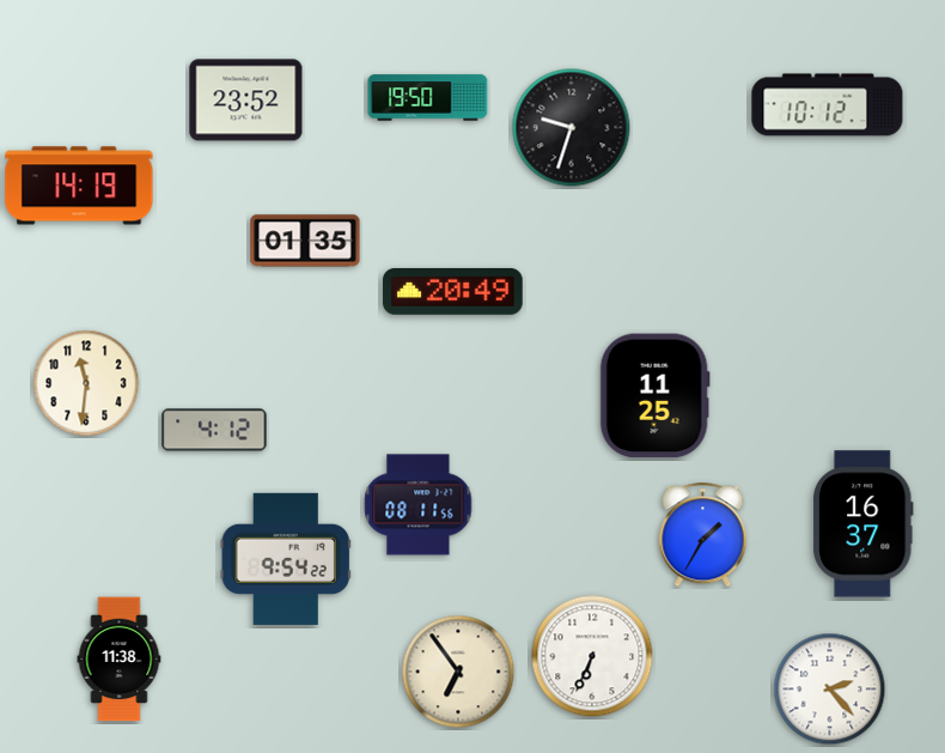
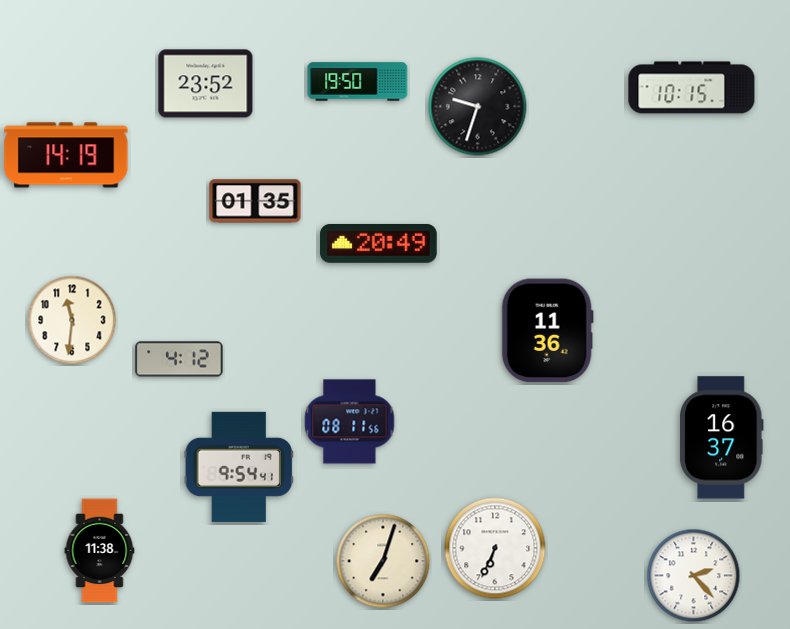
clock at (828, 105): 10:12 -> 10:15
clock at (654, 396): 11:25 -> 11:36
clock at (703, 535): 1:35 -> none
clock at (286, 559): 9:54:22 -> 9:54:41
clock at (458, 672): 6:54 -> 7:03
